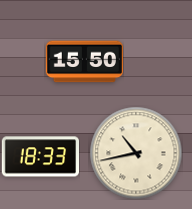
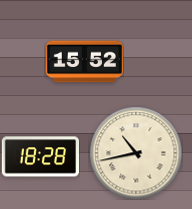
clock at (84, 62): 15:50 -> 15:52
clock at (40, 157): 18:33 -> 18:28
